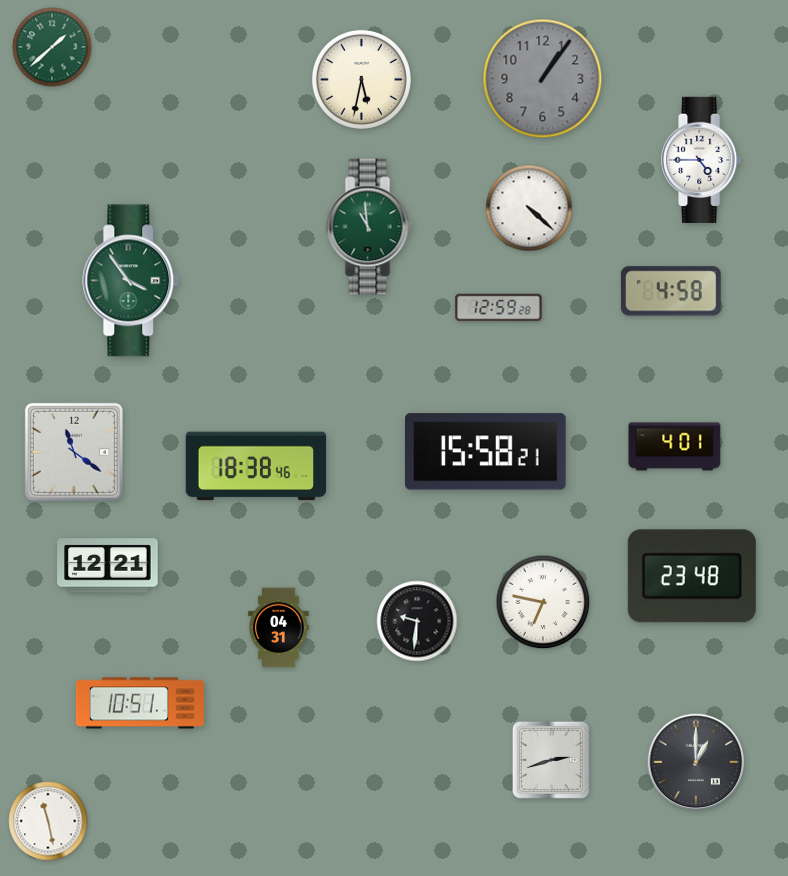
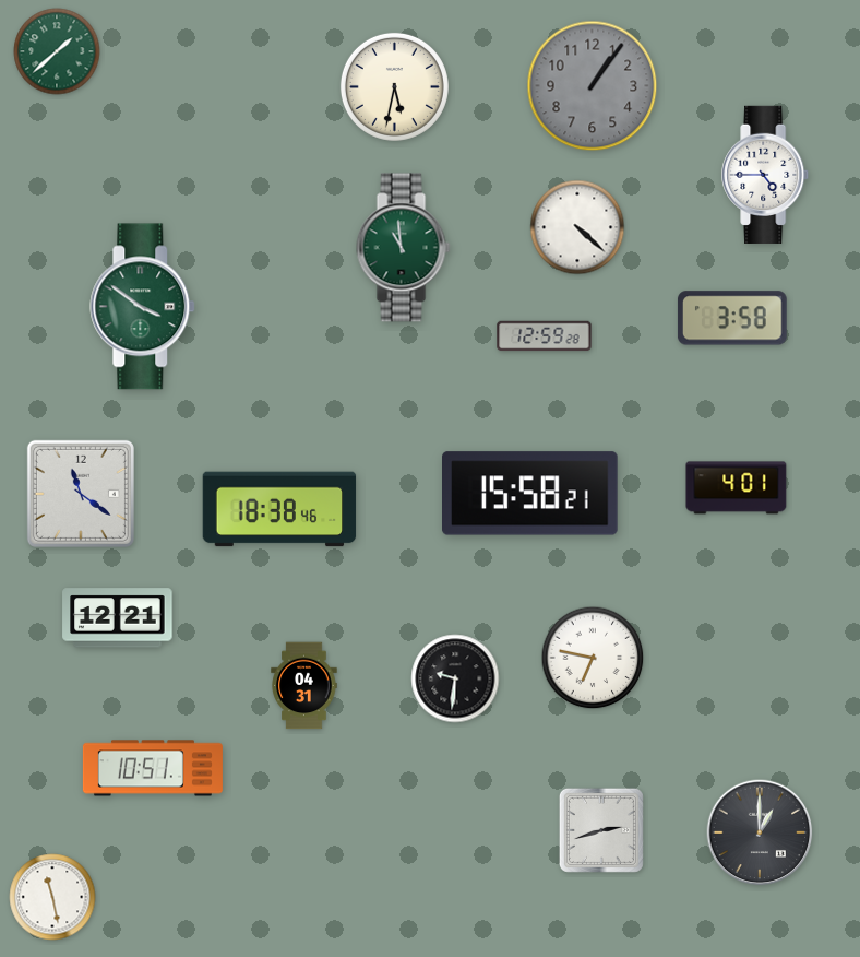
clock at (131, 281): 3:54 -> 3:51
clock at (671, 291): 4:58 -> 3:58
clock at (692, 576): 23:48 -> none
